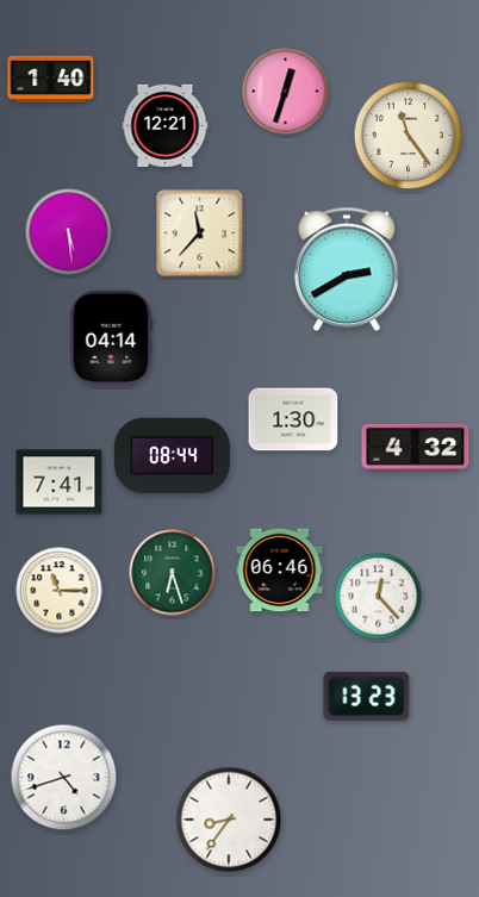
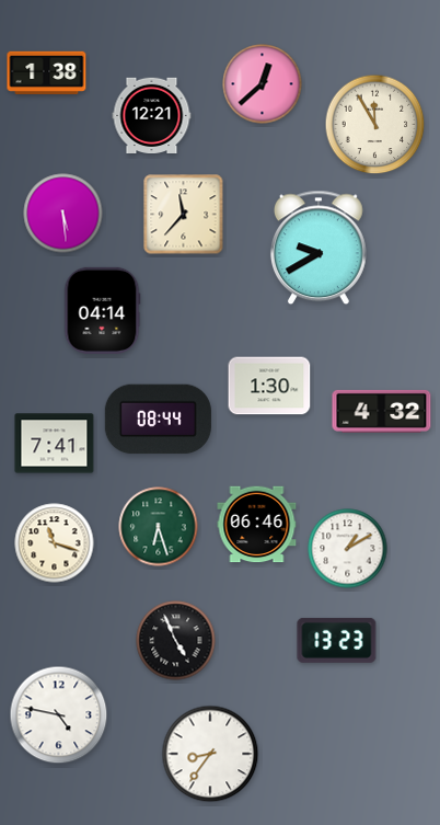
clock at (51, 79): 1:40 -> 1:38
clock at (286, 92): 12:33 -> 12:38
clock at (409, 136): 11:24 -> 11:55
clock at (347, 269): 2:40 -> 9:40
clock at (60, 591): 11:15 -> 11:18
clock at (379, 597): 12:23 -> 1:10
clock at (176, 641): none -> 4:56
clock at (64, 778): 4:42 -> 4:47
